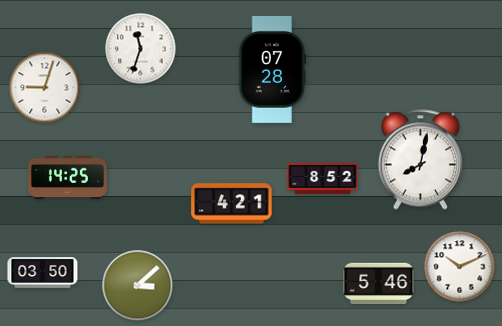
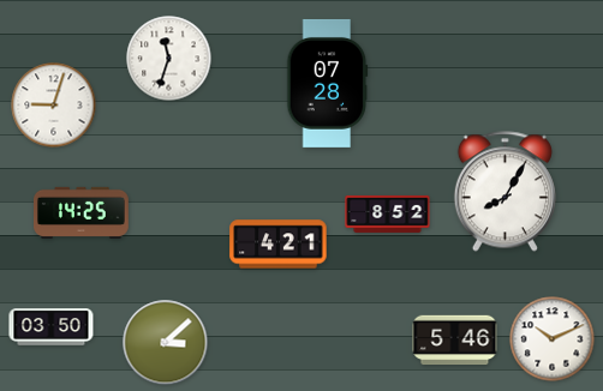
clock at (420, 160): 8:02 -> 8:05
clock at (460, 267) position: (460, 267) -> (553, 339)
